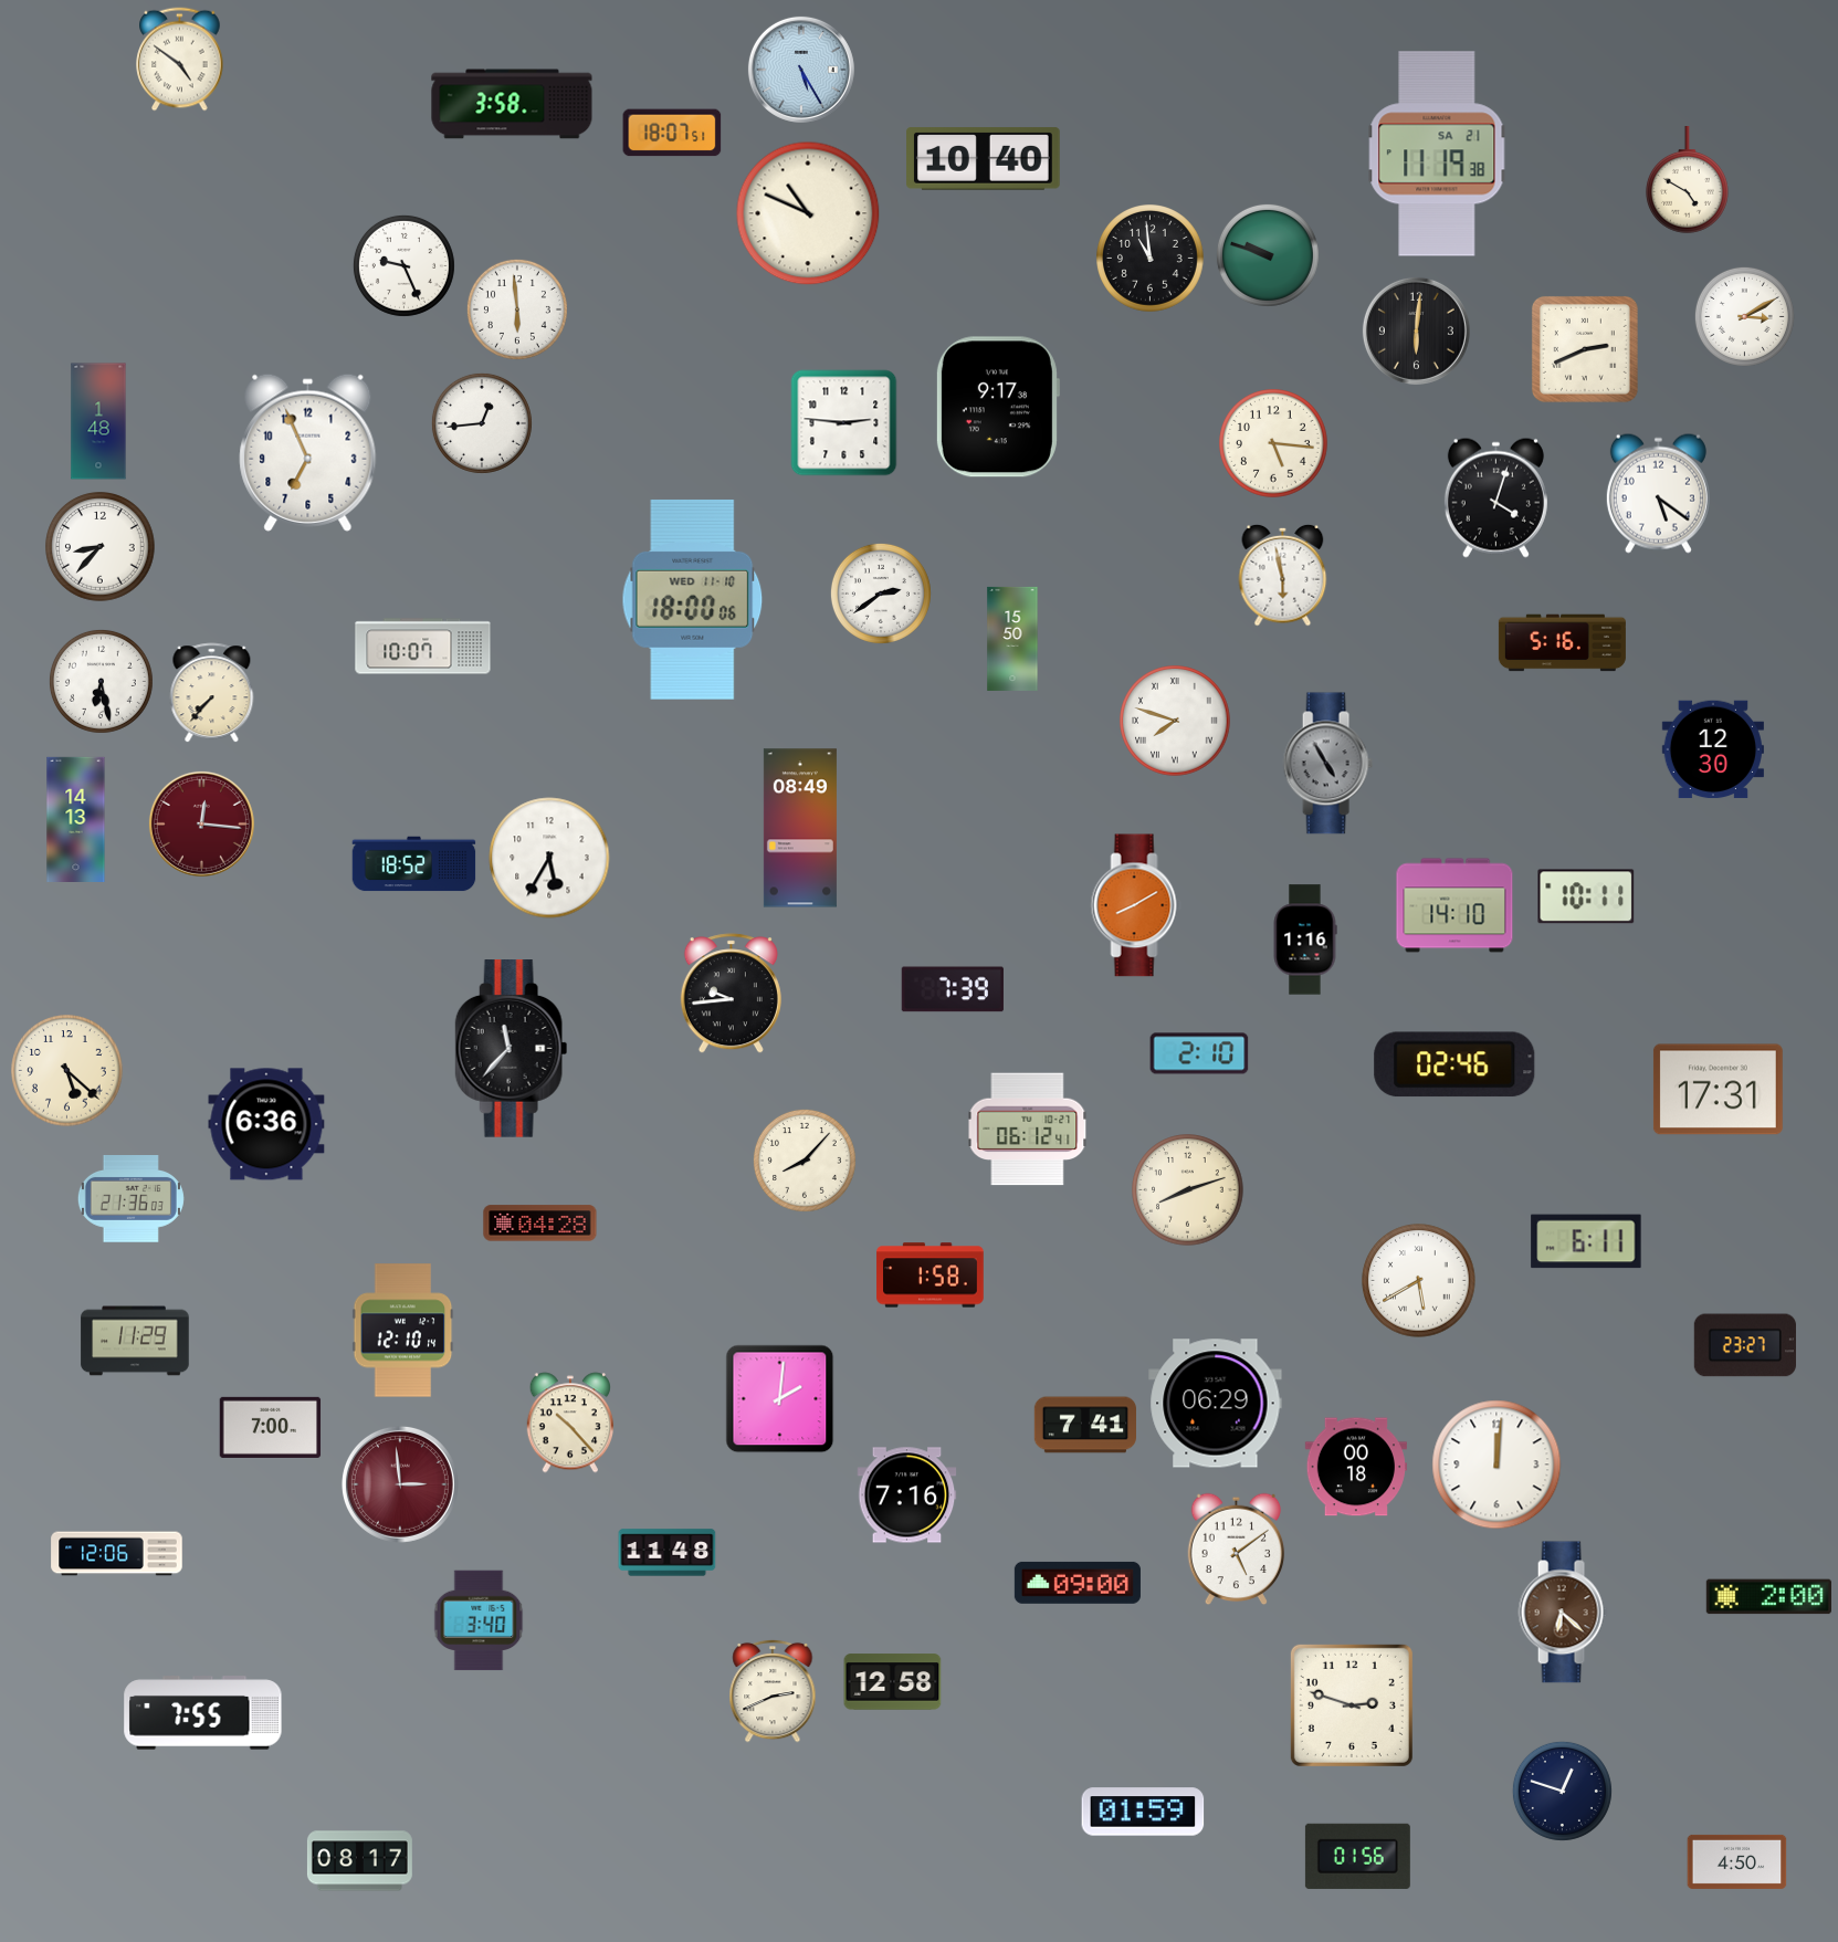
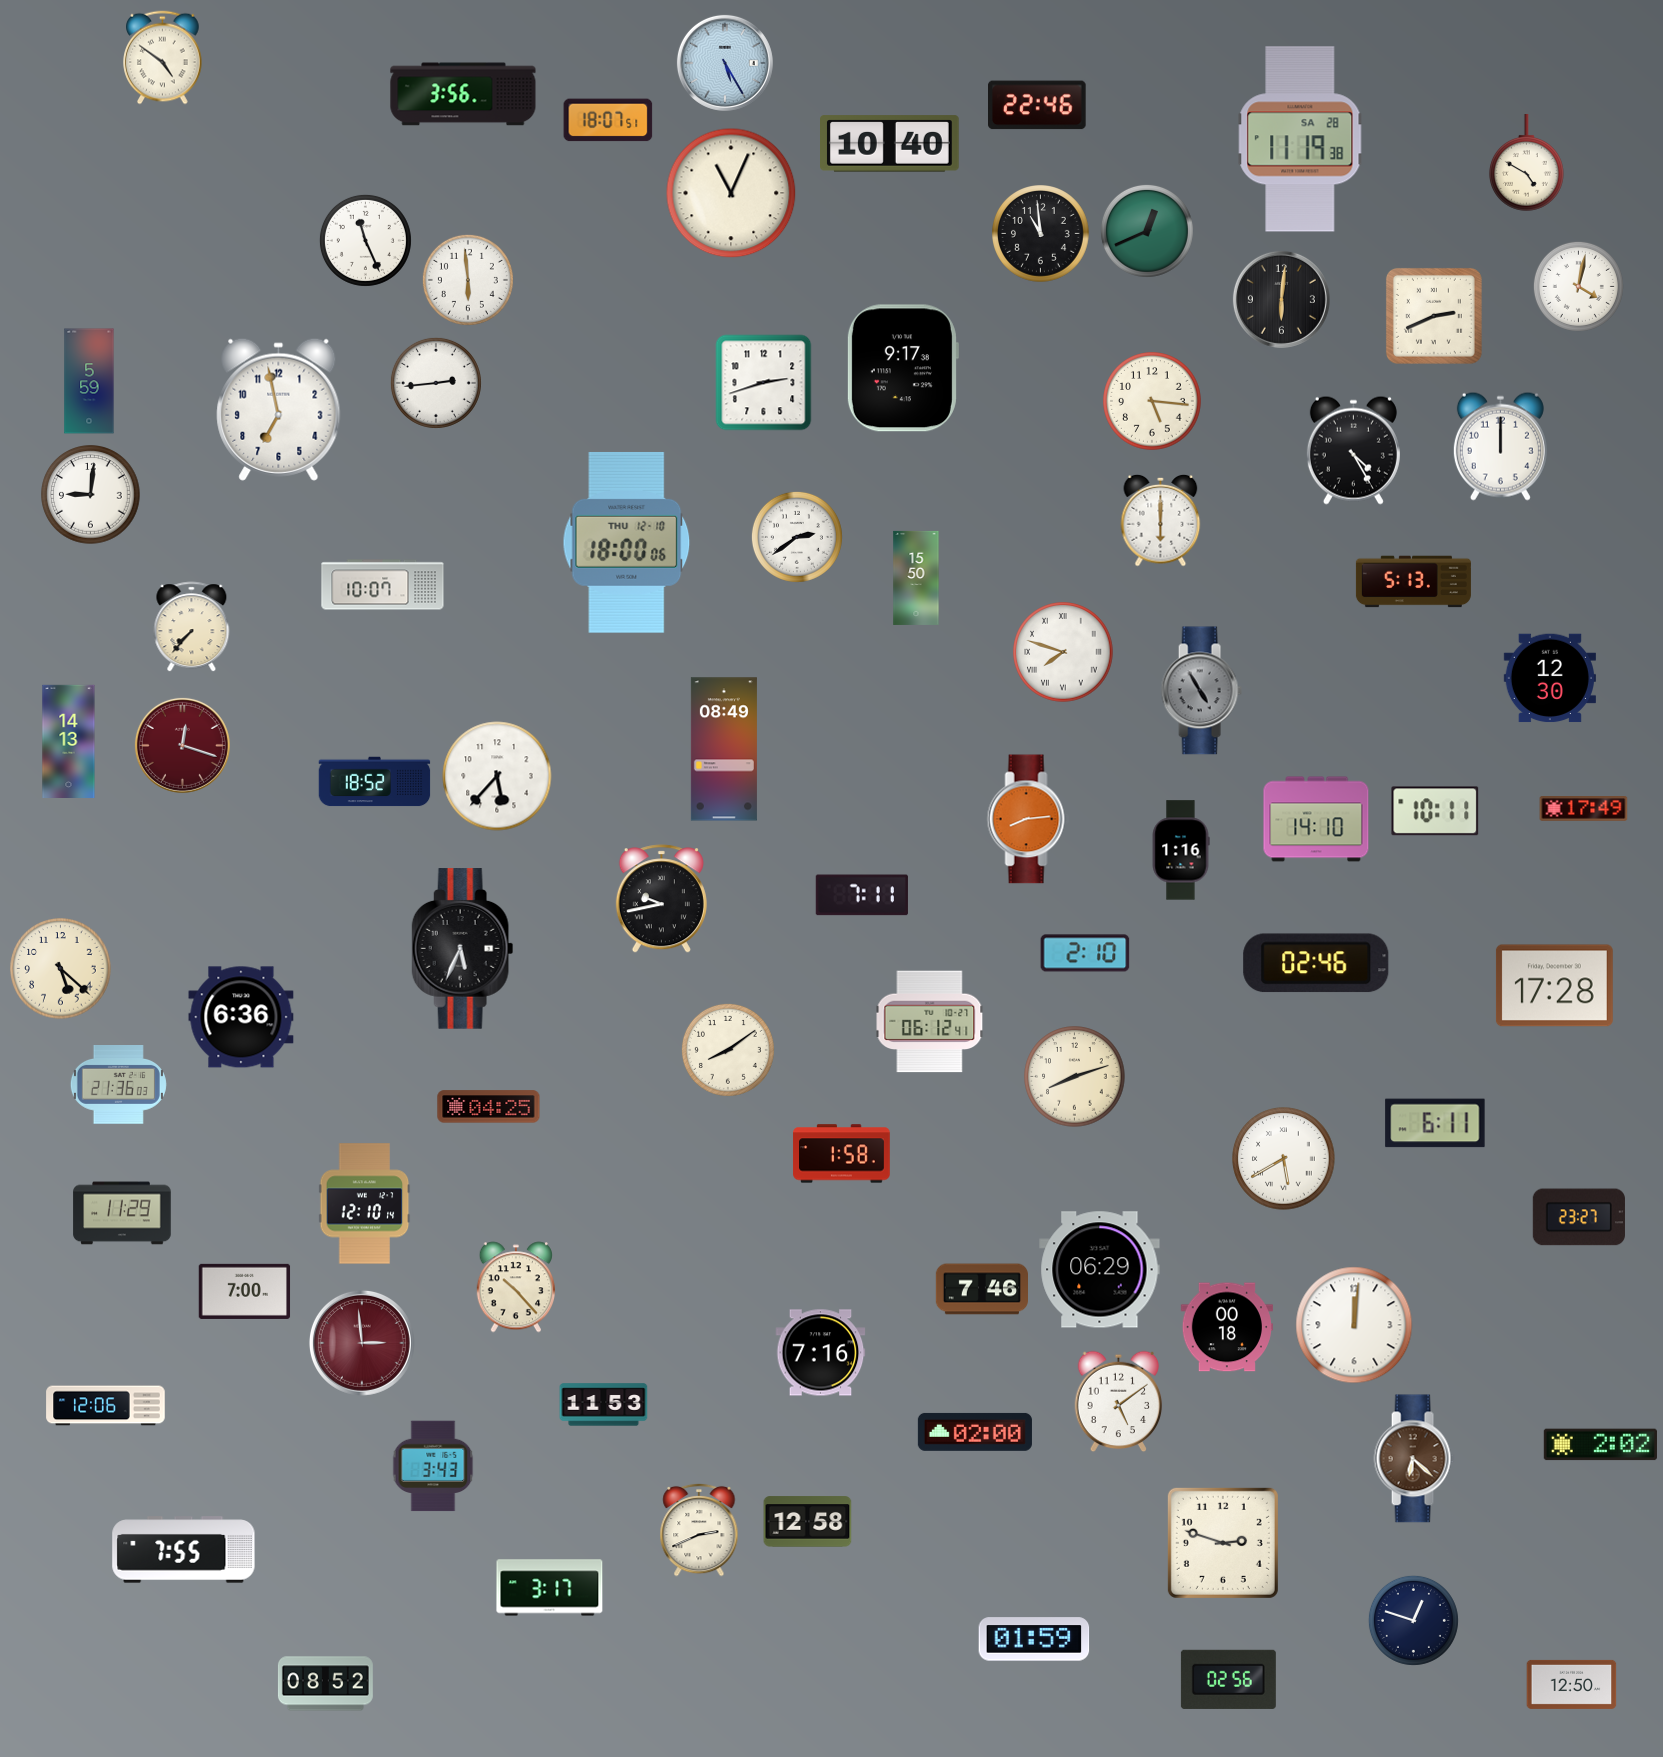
clock at (180, 60) position: (180, 60) -> (163, 58)
clock at (512, 104): 3:58 -> 3:56
clock at (1038, 105): none -> 22:46
clock at (1437, 154) date: SA 21 -> SA 28
clock at (808, 213): 10:49 -> 11:04
clock at (1268, 255): 9:48 -> 12:41
clock at (403, 265): 9:26 -> 11:26
clock at (1744, 316): 3:10 -> 4:02
clock at (98, 421): 1:48 -> 5:59
clock at (482, 423): 12:44 -> 2:44
clock at (844, 423): 2:46 -> 2:42
clock at (308, 452): 6:56 -> 6:58
clock at (1658, 493): 5:21 -> 12:00
clock at (1495, 497): 4:03 -> 4:25
clock at (101, 547): 8:37 -> 9:01
clock at (1283, 575): 5:58 -> 6:00
clock at (693, 599) date: WED 11-10 -> THU 12-10
clock at (1562, 643): 5:16 -> 5:13
clock at (101, 681): 6:28 -> none
clock at (201, 823): 12:16 -> 12:18
clock at (549, 858): 5:35 -> 5:37
clock at (1584, 809): none -> 17:49
clock at (1136, 905): 8:10 -> 8:14
clock at (953, 989): 7:39 -> 7:11
clock at (731, 994): 9:44 -> 9:43
clock at (512, 1049): 11:37 -> 5:34
clock at (1718, 1090): 17:31 -> 17:28
clock at (805, 1161): 8:07 -> 8:09
clock at (540, 1224): 04:28 -> 04:25
clock at (780, 1399): 2:01 -> none
clock at (1084, 1425): 7:41 -> 7:46
clock at (668, 1553): 11:48 -> 11:53
clock at (1078, 1583): 09:00 -> 02:00
clock at (1768, 1597): 2:00 -> 2:02
clock at (479, 1620): 3:40 -> 3:43
clock at (550, 1588): none -> 3:17
clock at (1357, 1856): 01:56 -> 02:56
clock at (359, 1861): 08:17 -> 08:52
clock at (1737, 1861): 4:50 -> 12:50
